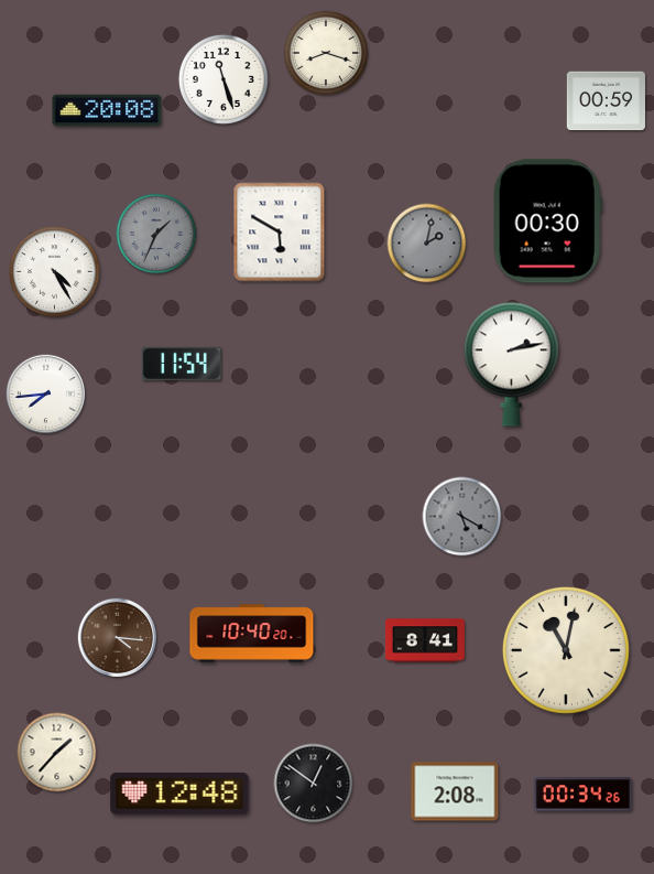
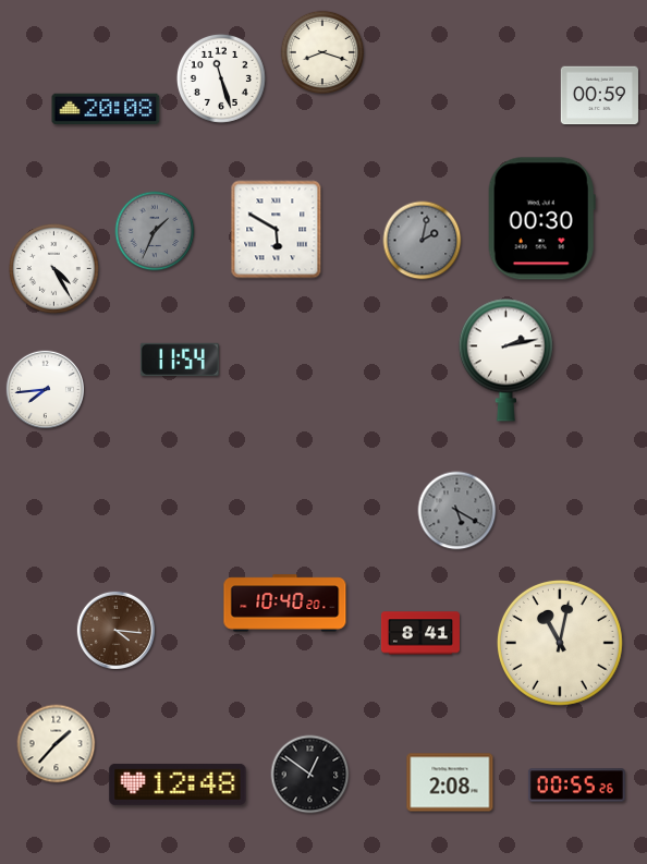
clock at (606, 101) position: (606, 101) -> (599, 96)
clock at (252, 634) position: (252, 634) -> (285, 604)
clock at (582, 795): 00:34 -> 00:55
